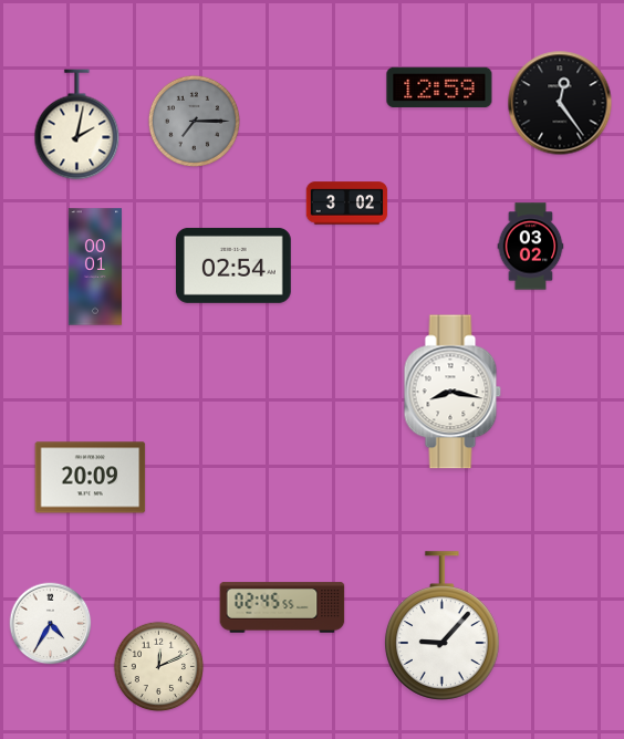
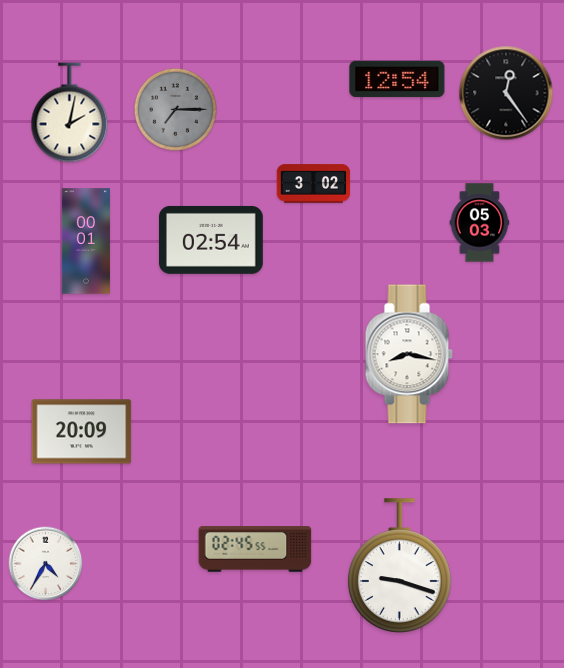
clock at (439, 87): 12:59 -> 12:54
clock at (531, 247): 03:02 -> 05:03
clock at (443, 626): 9:07 -> 9:18
clock at (159, 667): 12:11 -> none
